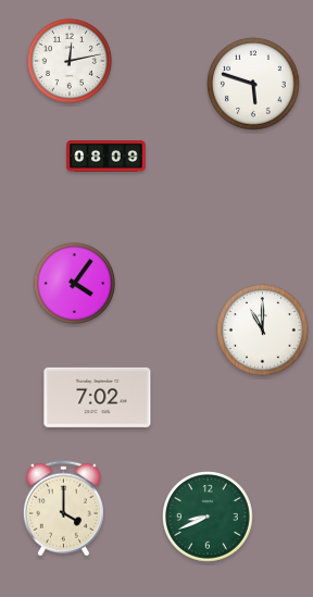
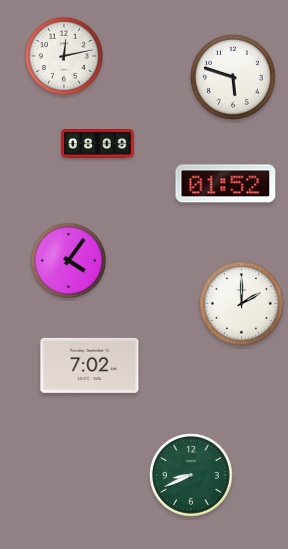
clock at (226, 184): none -> 01:52
clock at (263, 331): 11:00 -> 2:00
clock at (63, 509): 4:00 -> none
